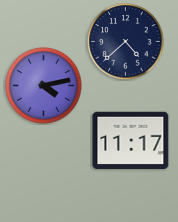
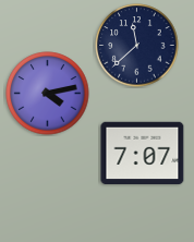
clock at (126, 42): 4:38 -> 11:38
clock at (131, 141): 11:17 -> 7:07
